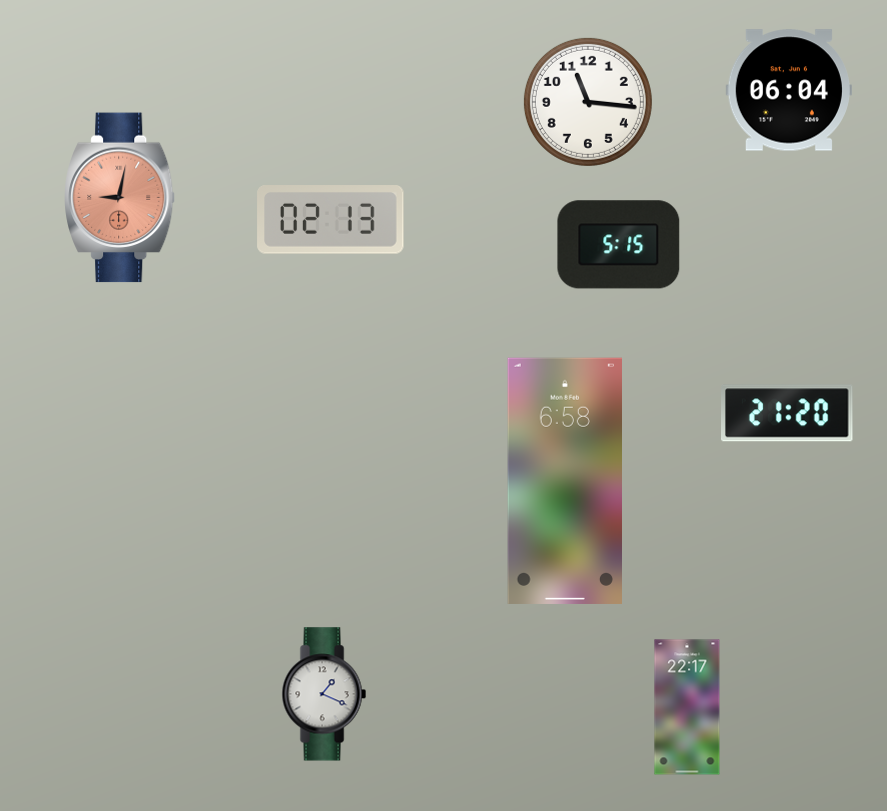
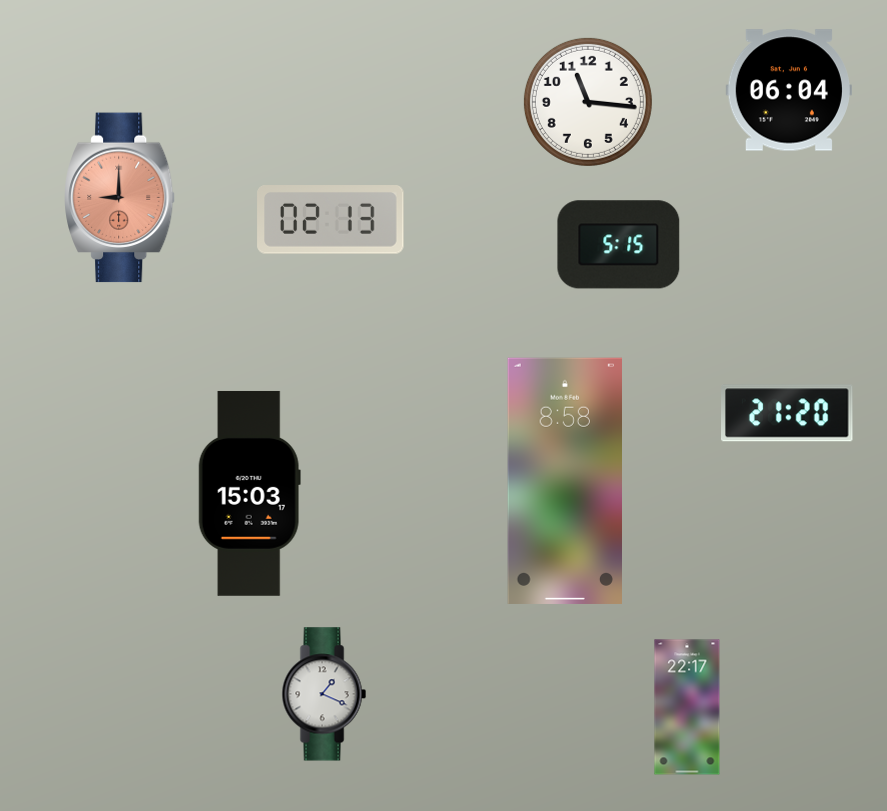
clock at (120, 198): 9:02 -> 9:00
clock at (564, 481): 6:58 -> 8:58
clock at (249, 493): none -> 15:03
